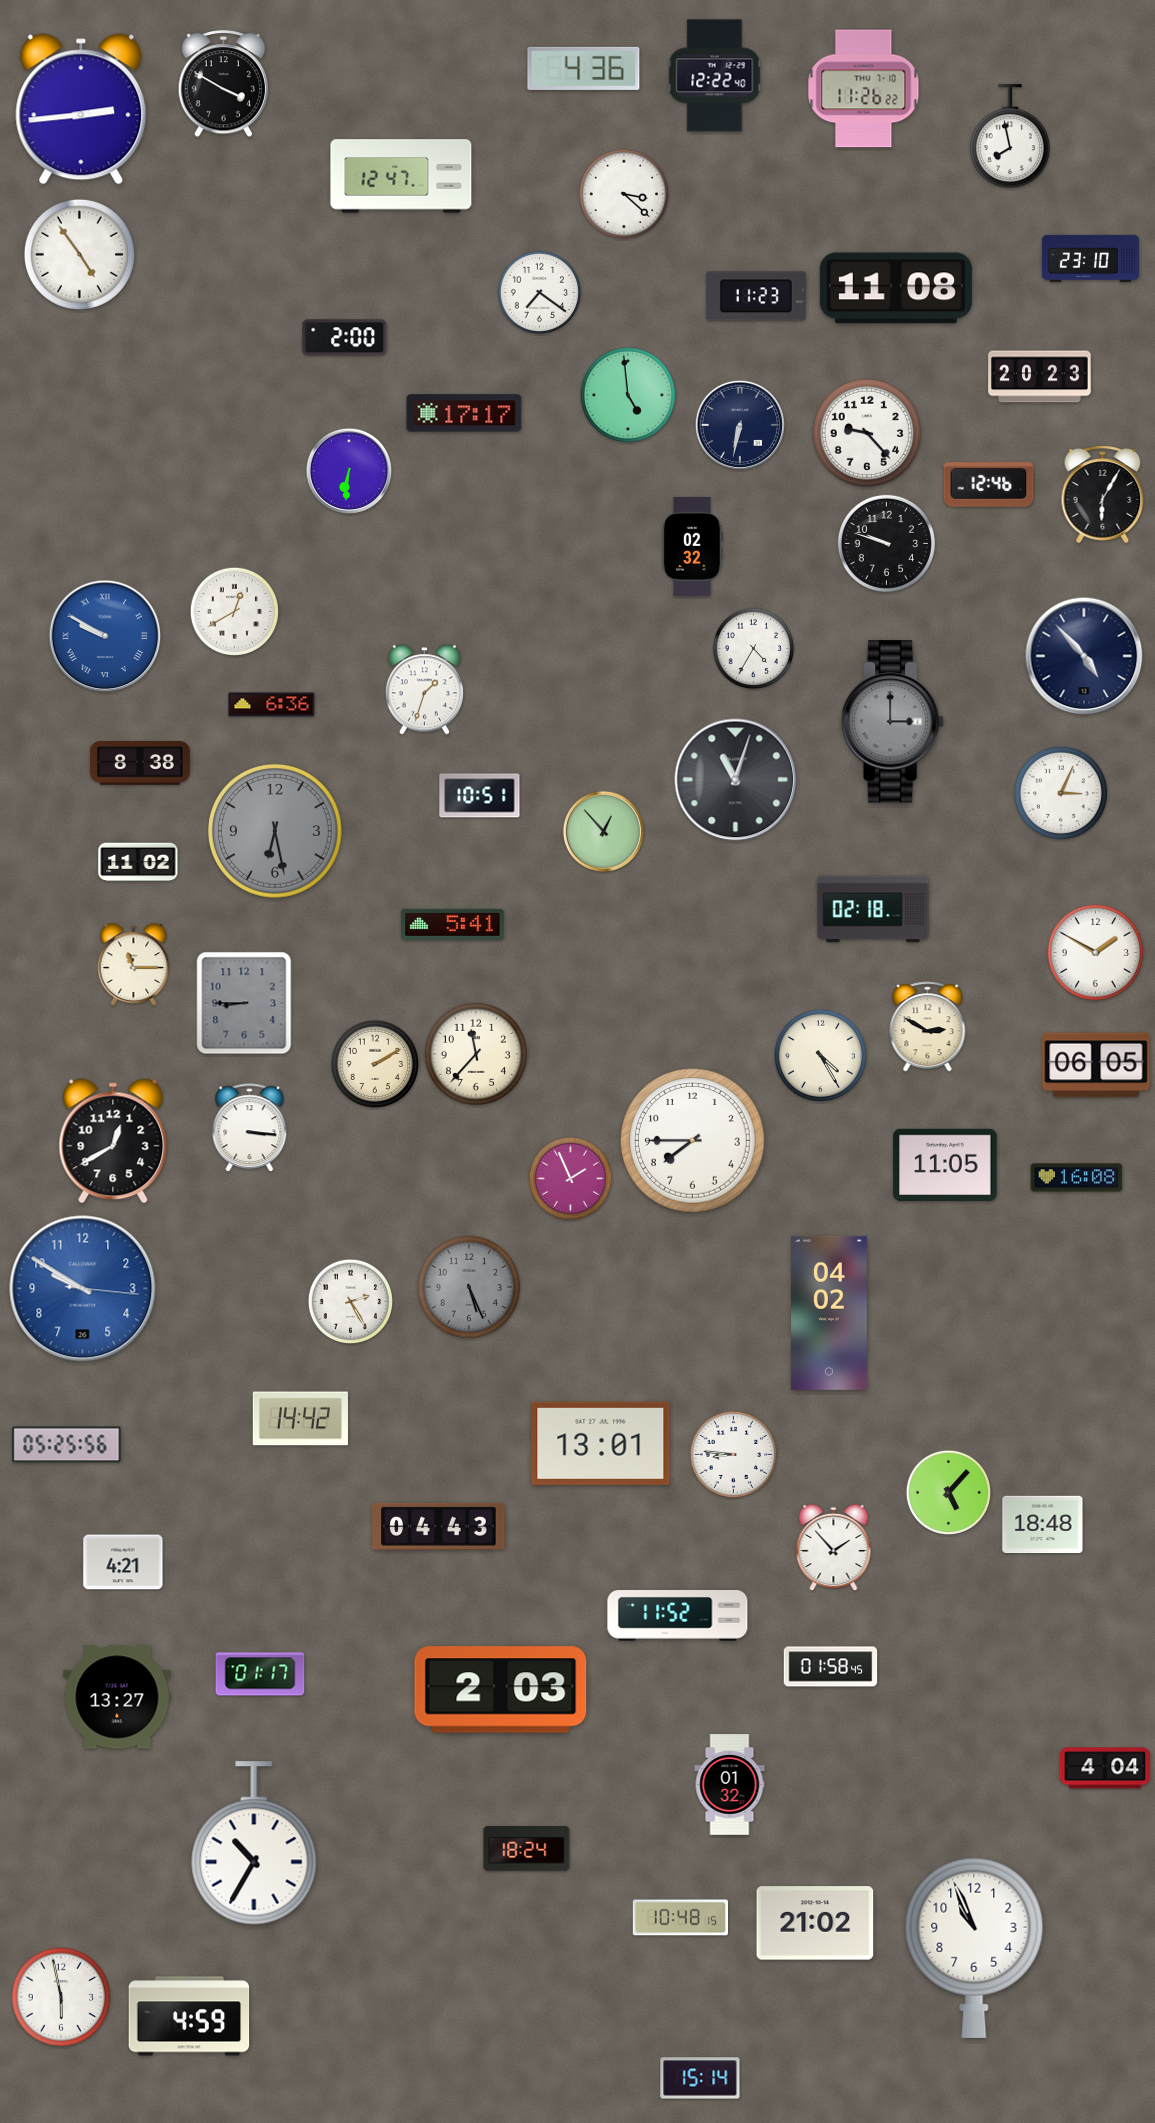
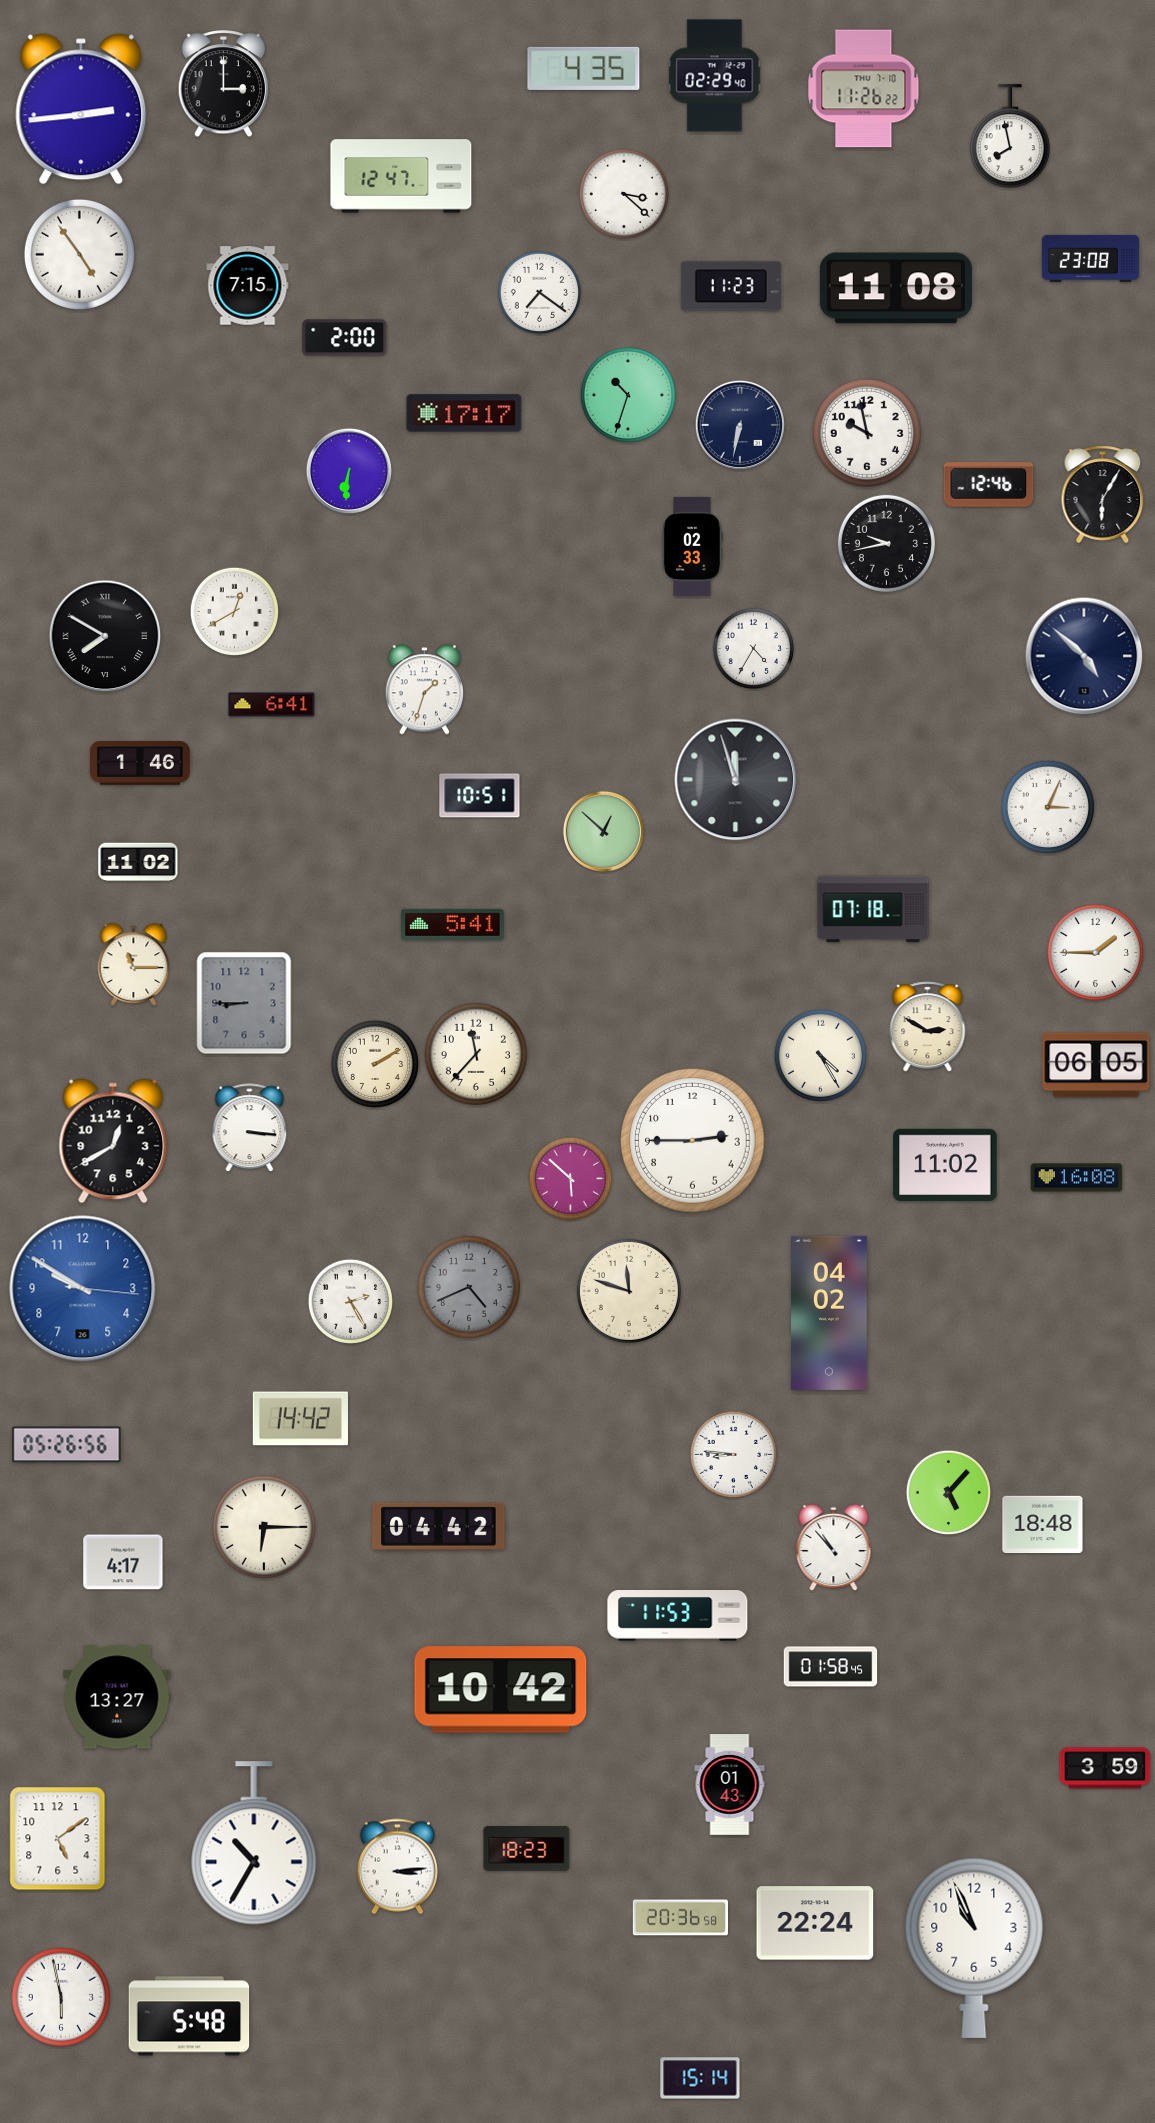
clock at (584, 68): 4:36 -> 4:35
clock at (715, 76): 12:22 -> 02:29
clock at (224, 84): 3:50 -> 3:00
clock at (1090, 258): 23:10 -> 23:08
clock at (248, 286): none -> 7:15
clock at (756, 296) position: (756, 296) -> (731, 286)
clock at (1040, 377): 20:23 -> none
clock at (628, 395): 4:59 -> 10:33
clock at (867, 433): 9:23 -> 9:58
clock at (886, 543): 9:48 -> 9:43
clock at (692, 546): 02:32 -> 02:33
clock at (105, 636): 9:50 -> 7:50
clock at (105, 636) dial: blue -> black
clock at (1084, 656): 4:53 -> 4:52
clock at (272, 705): 6:36 -> 6:41
clock at (894, 722): 3:00 -> none
clock at (140, 764): 8:38 -> 1:46
clock at (736, 780): 11:03 -> 11:57
clock at (1061, 793) position: (1061, 793) -> (1048, 807)
clock at (275, 831): 6:28 -> none
clock at (603, 831): 12:53 -> 12:52
clock at (873, 909): 02:18 -> 07:18
clock at (1095, 952): 1:50 -> 1:45
clock at (693, 1141): 7:45 -> 2:45
clock at (945, 1164): 11:05 -> 11:02
clock at (571, 1179): 1:56 -> 5:52
clock at (469, 1287): 5:26 -> 4:41
clock at (629, 1291): none -> 11:48
clock at (601, 1443): 13:01 -> none
clock at (67, 1445): 05:25 -> 05:26
clock at (439, 1526): 04:43 -> 04:42
clock at (264, 1527): none -> 6:15
clock at (834, 1548): 1:53 -> 10:53
clock at (123, 1562): 4:21 -> 4:17
clock at (678, 1616): 11:52 -> 11:53
clock at (260, 1674): 01:17 -> none
clock at (501, 1690): 2:03 -> 10:42
clock at (1105, 1768): 4:04 -> 3:59
clock at (730, 1785): 01:32 -> 01:43
clock at (58, 1839): none -> 5:09
clock at (527, 1849): 18:24 -> 18:23
clock at (397, 1867): none -> 3:14
clock at (680, 1918): 10:48 -> 20:36
clock at (815, 1923): 21:02 -> 22:24
clock at (189, 2016): 4:59 -> 5:48
